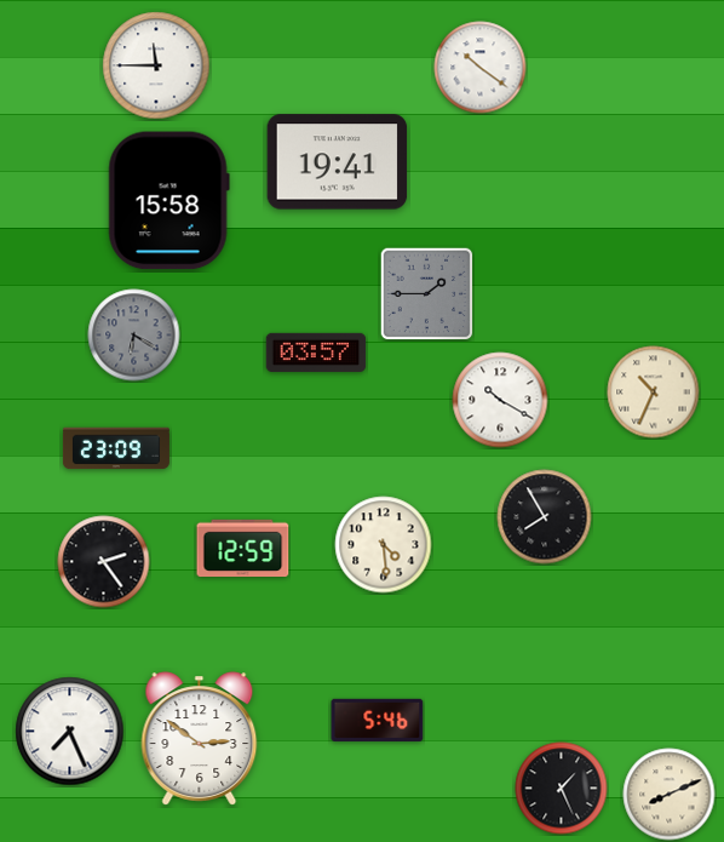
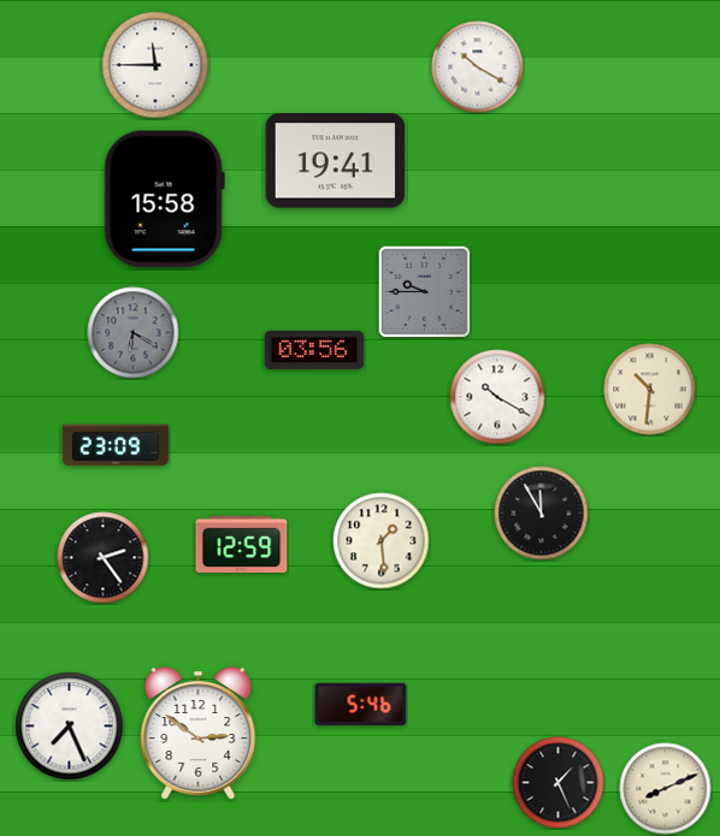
clock at (481, 68): 10:21 -> 10:20
clock at (168, 201) position: (168, 201) -> (164, 200)
clock at (426, 293): 1:45 -> 9:45
clock at (316, 353): 03:57 -> 03:56
clock at (654, 393): 10:34 -> 10:31
clock at (545, 517): 7:55 -> 11:55
clock at (384, 545): 4:29 -> 1:29
clock at (378, 720) position: (378, 720) -> (361, 704)
